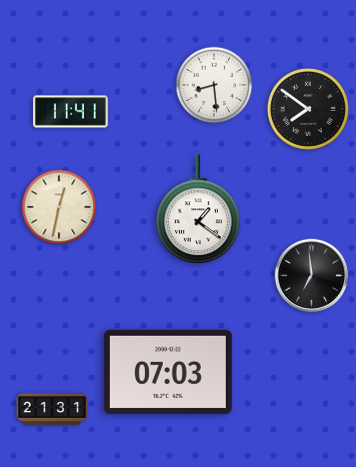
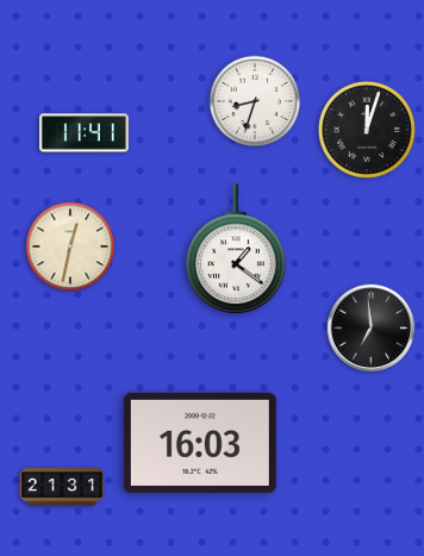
clock at (214, 85): 8:29 -> 8:33
clock at (308, 109): 7:51 -> 12:03
clock at (168, 372): 07:03 -> 16:03
